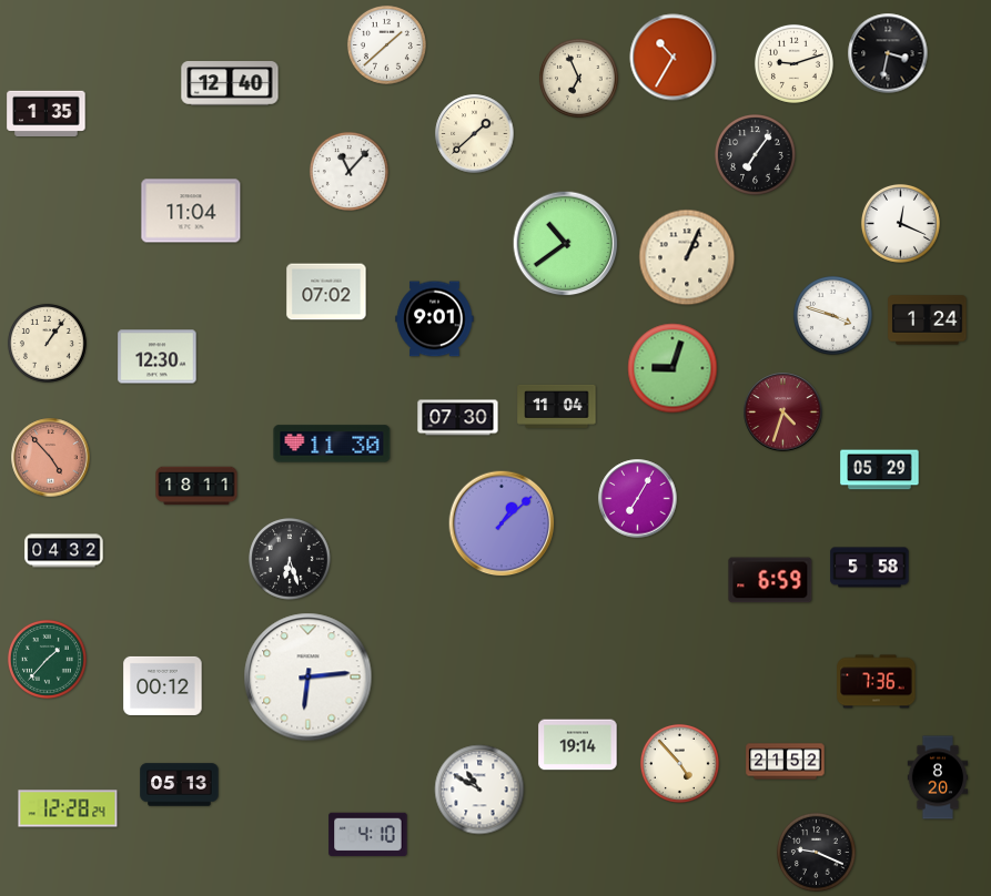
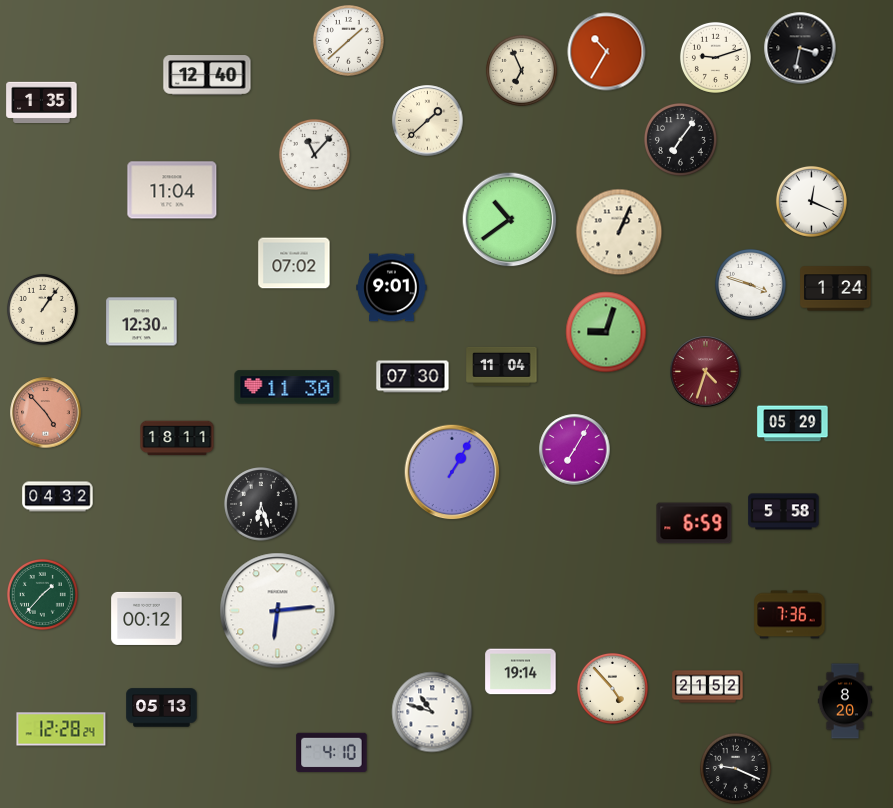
clock at (332, 444) position: (332, 444) -> (287, 387)
clock at (502, 523): 1:08 -> 1:05
clock at (479, 790): 10:50 -> 10:48
